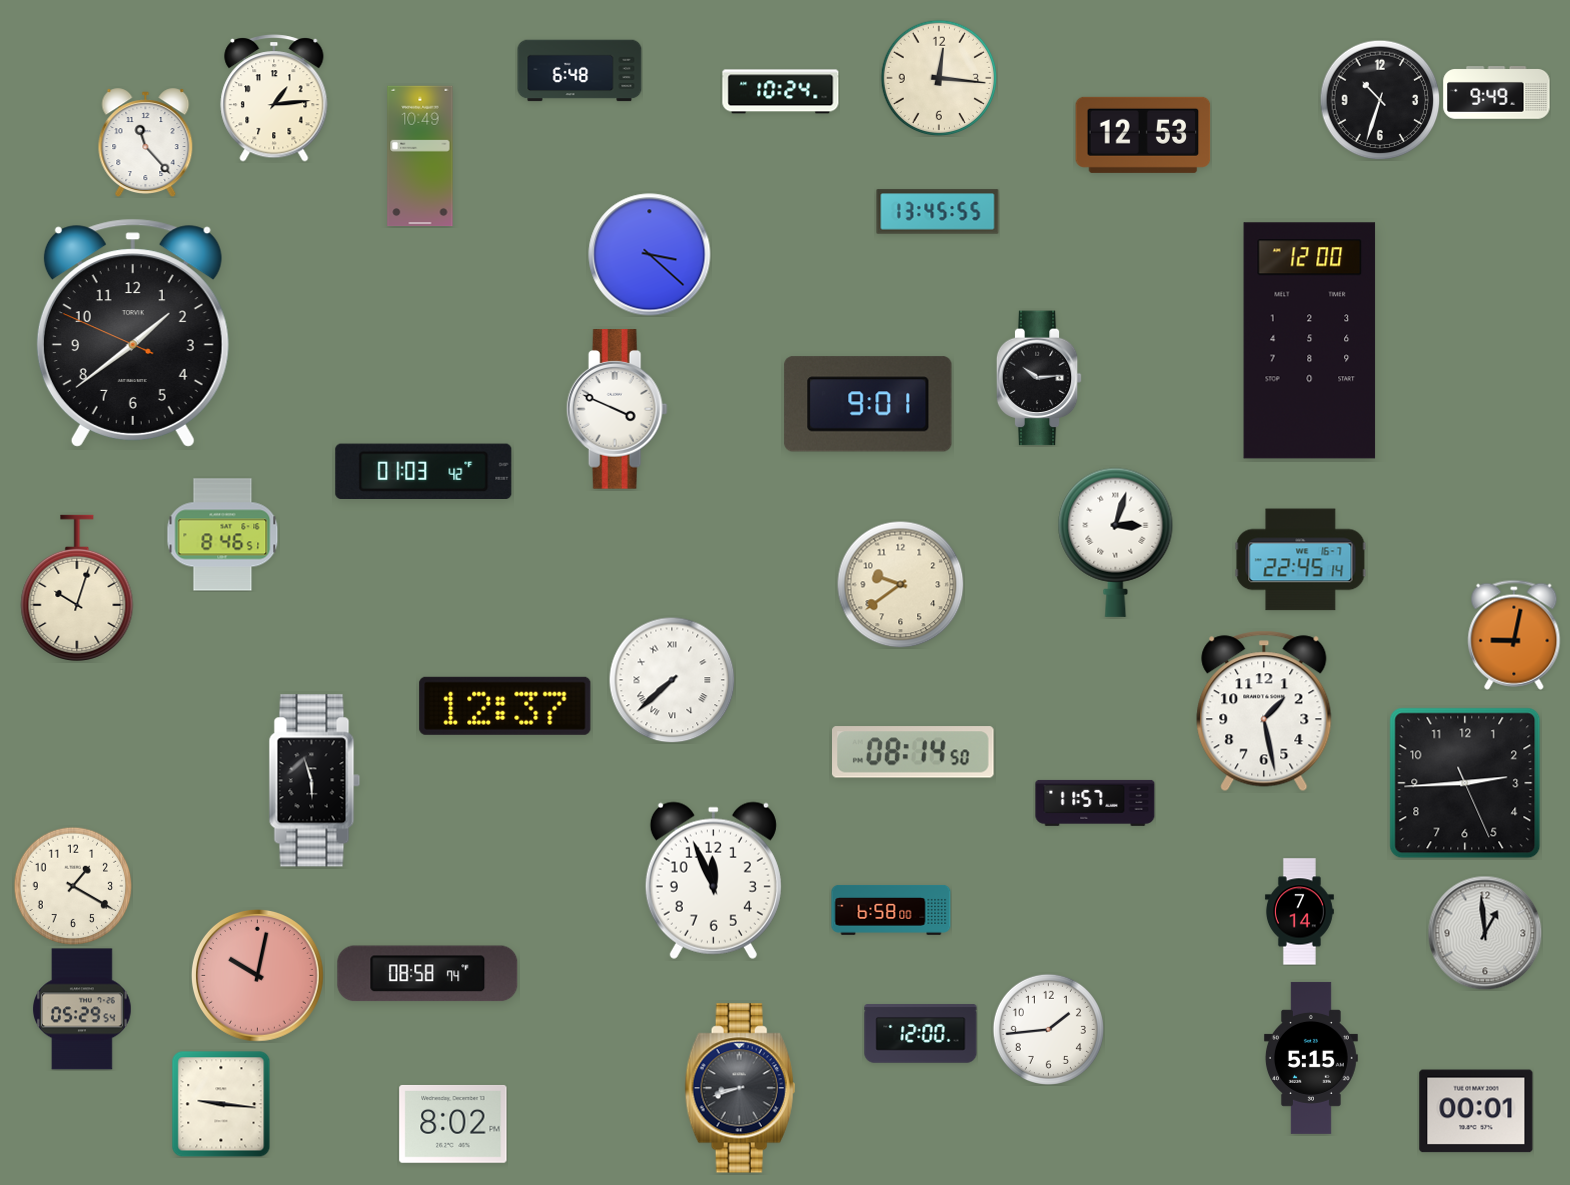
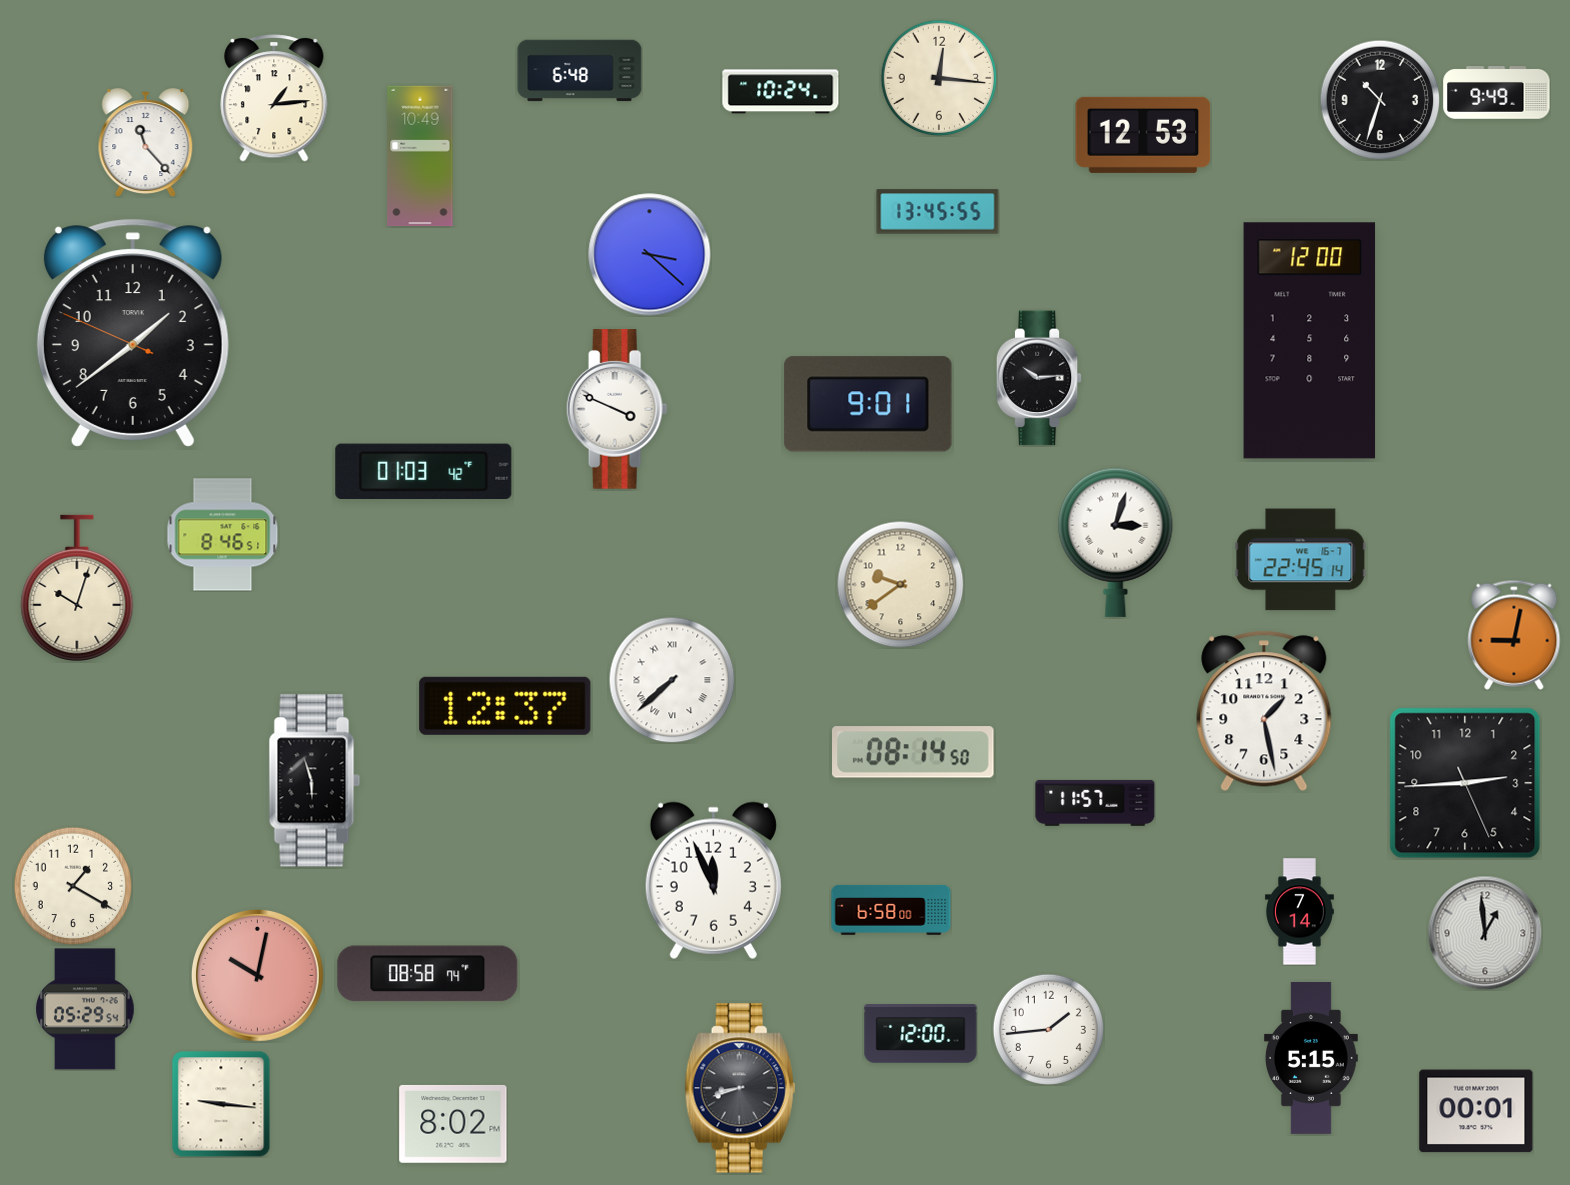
clock at (83, 1009) position: (83, 1009) -> (86, 1009)
